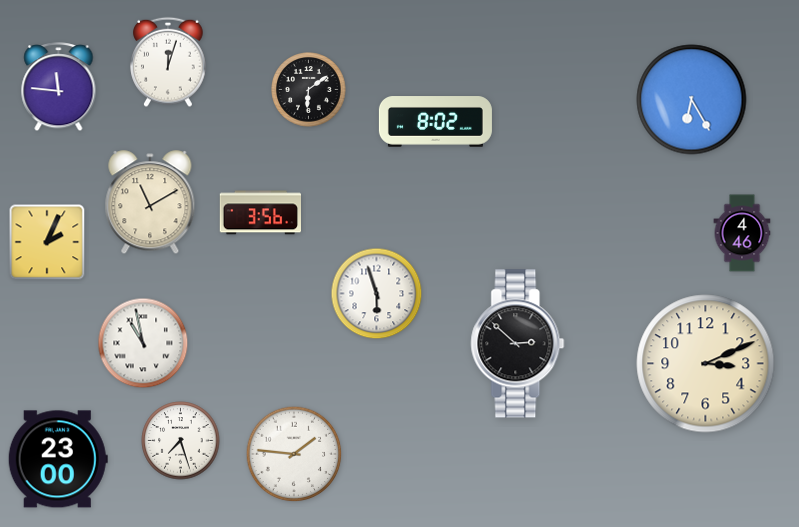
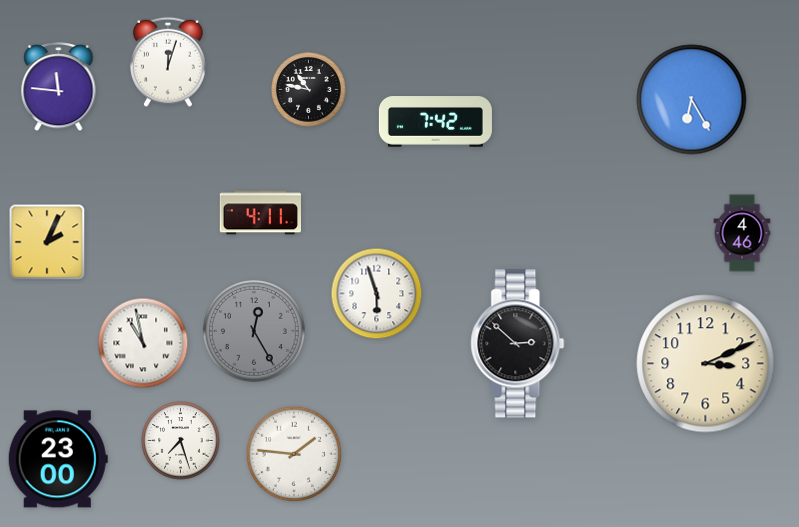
clock at (309, 90): 6:09 -> 10:47
clock at (435, 122): 8:02 -> 7:42
clock at (150, 203): 11:10 -> none
clock at (260, 213): 3:56 -> 4:11
clock at (254, 331): none -> 12:25
